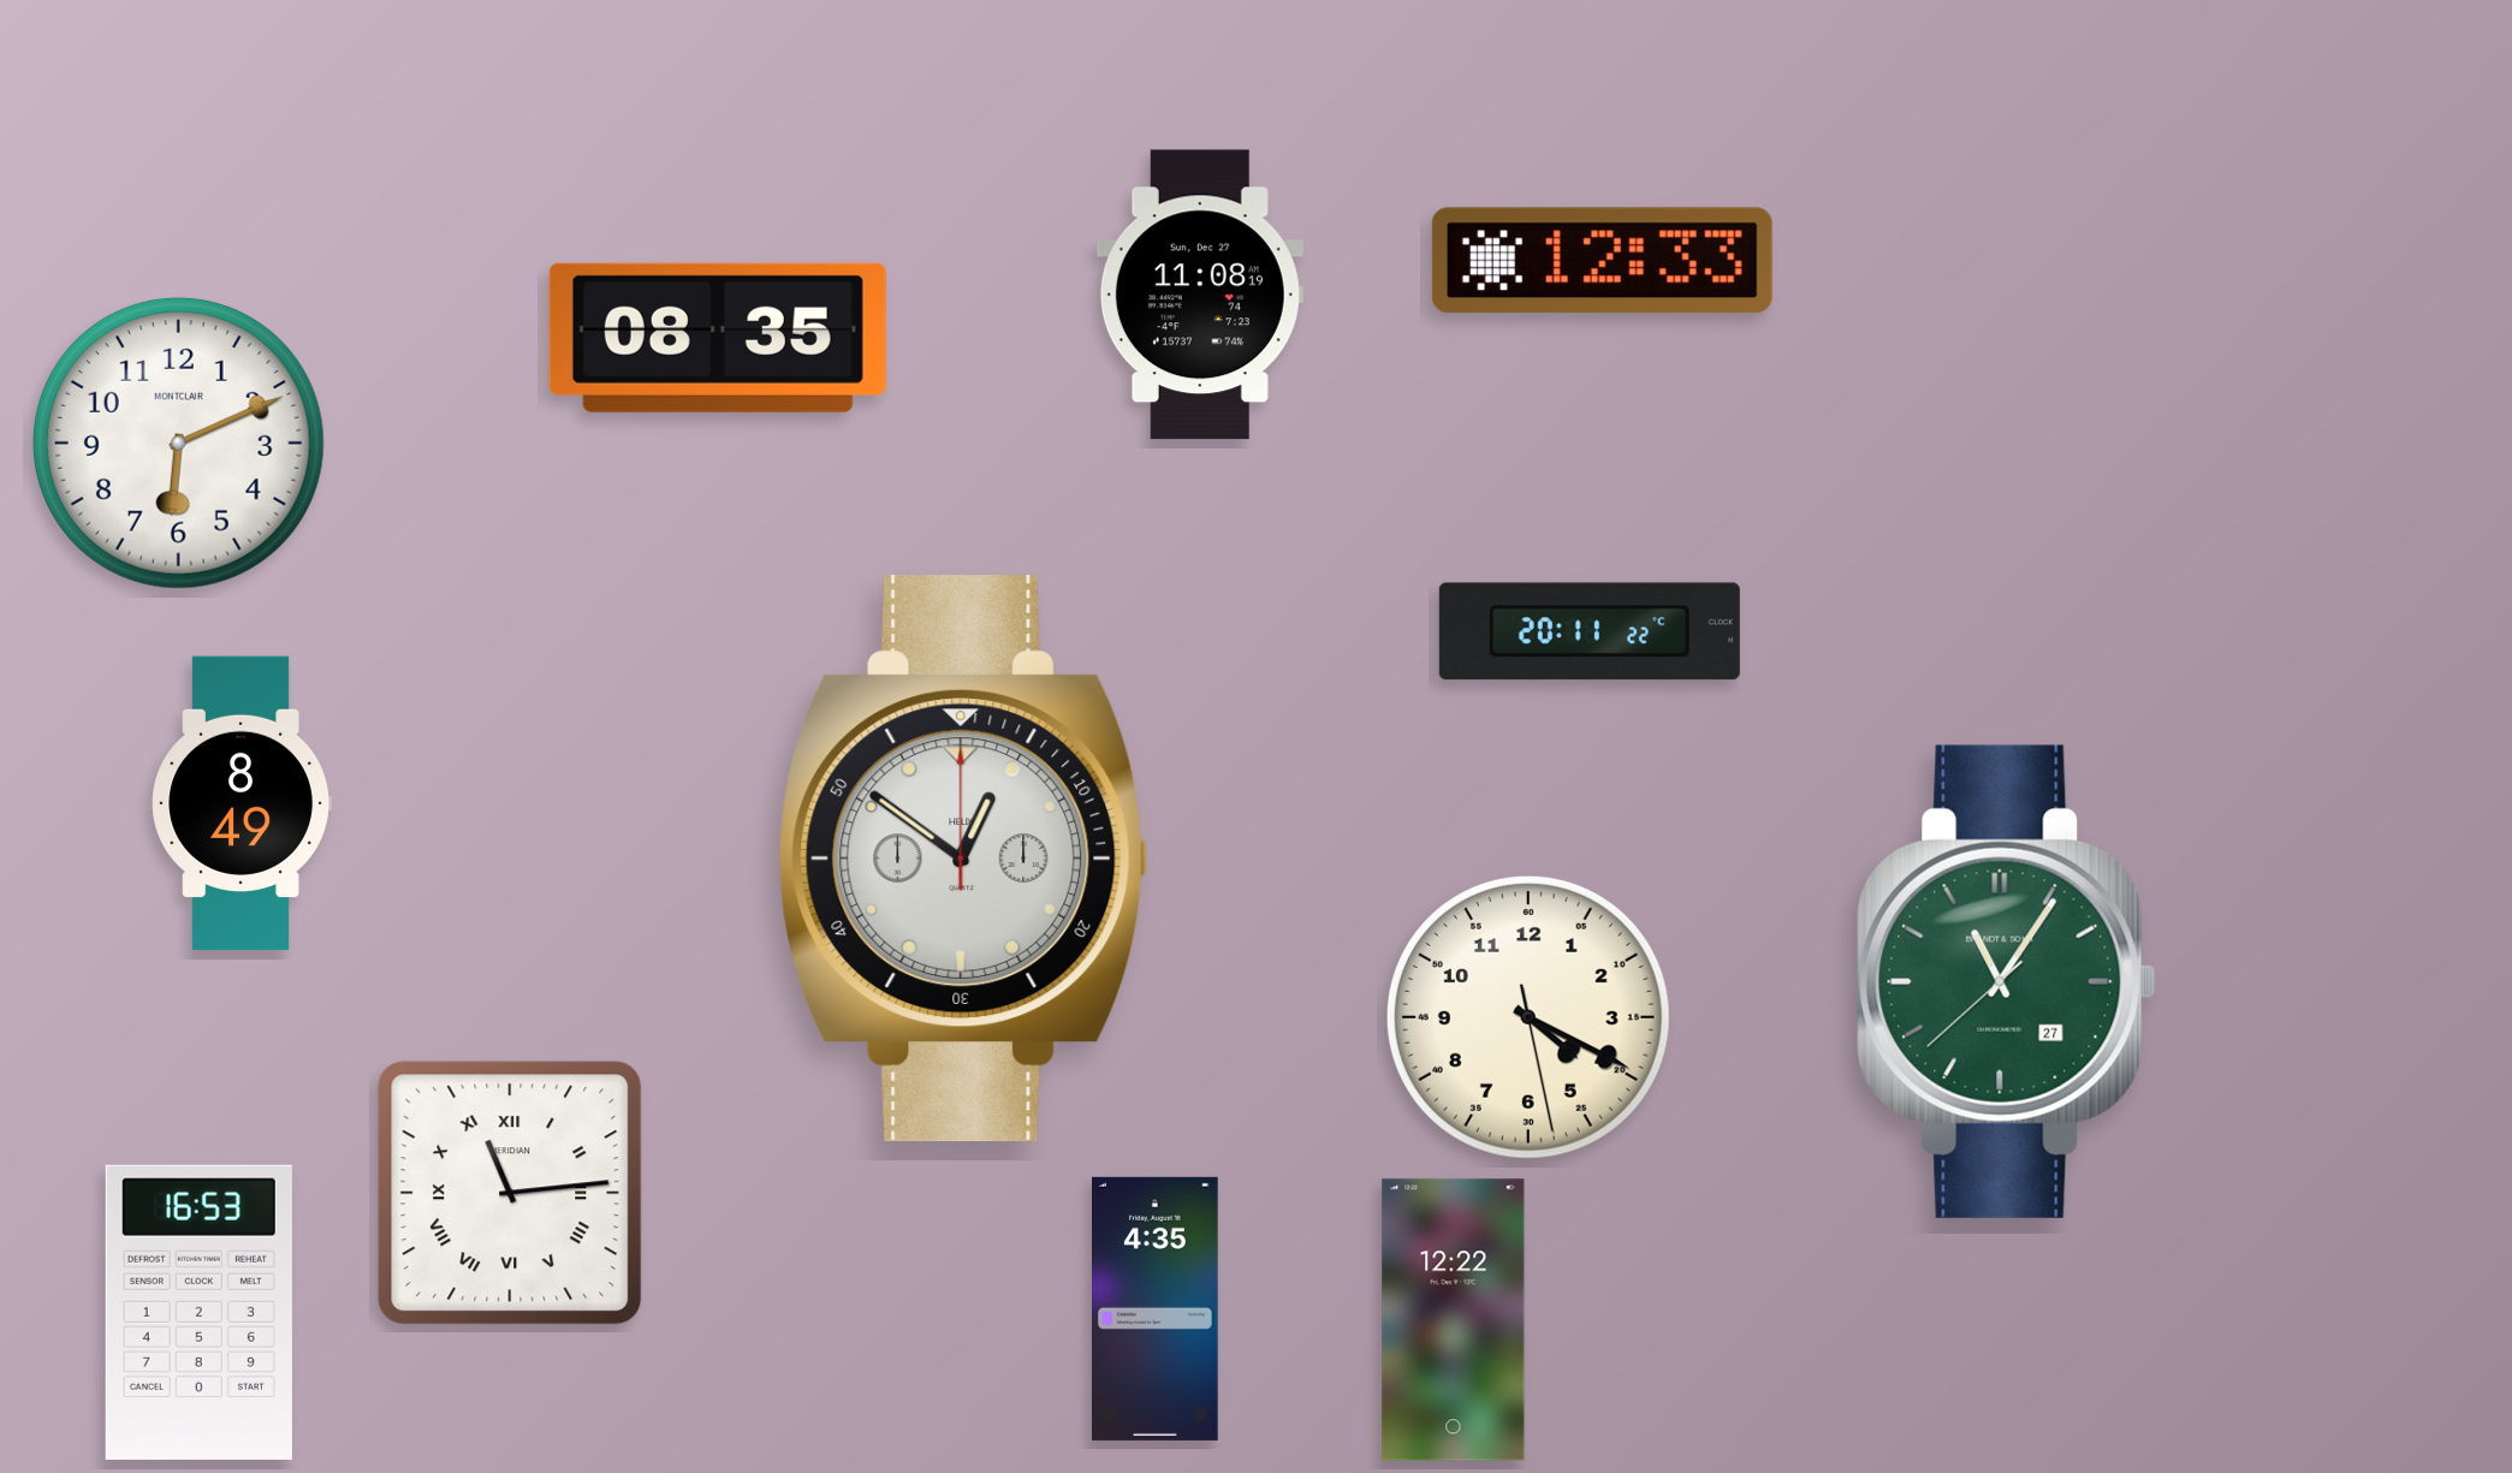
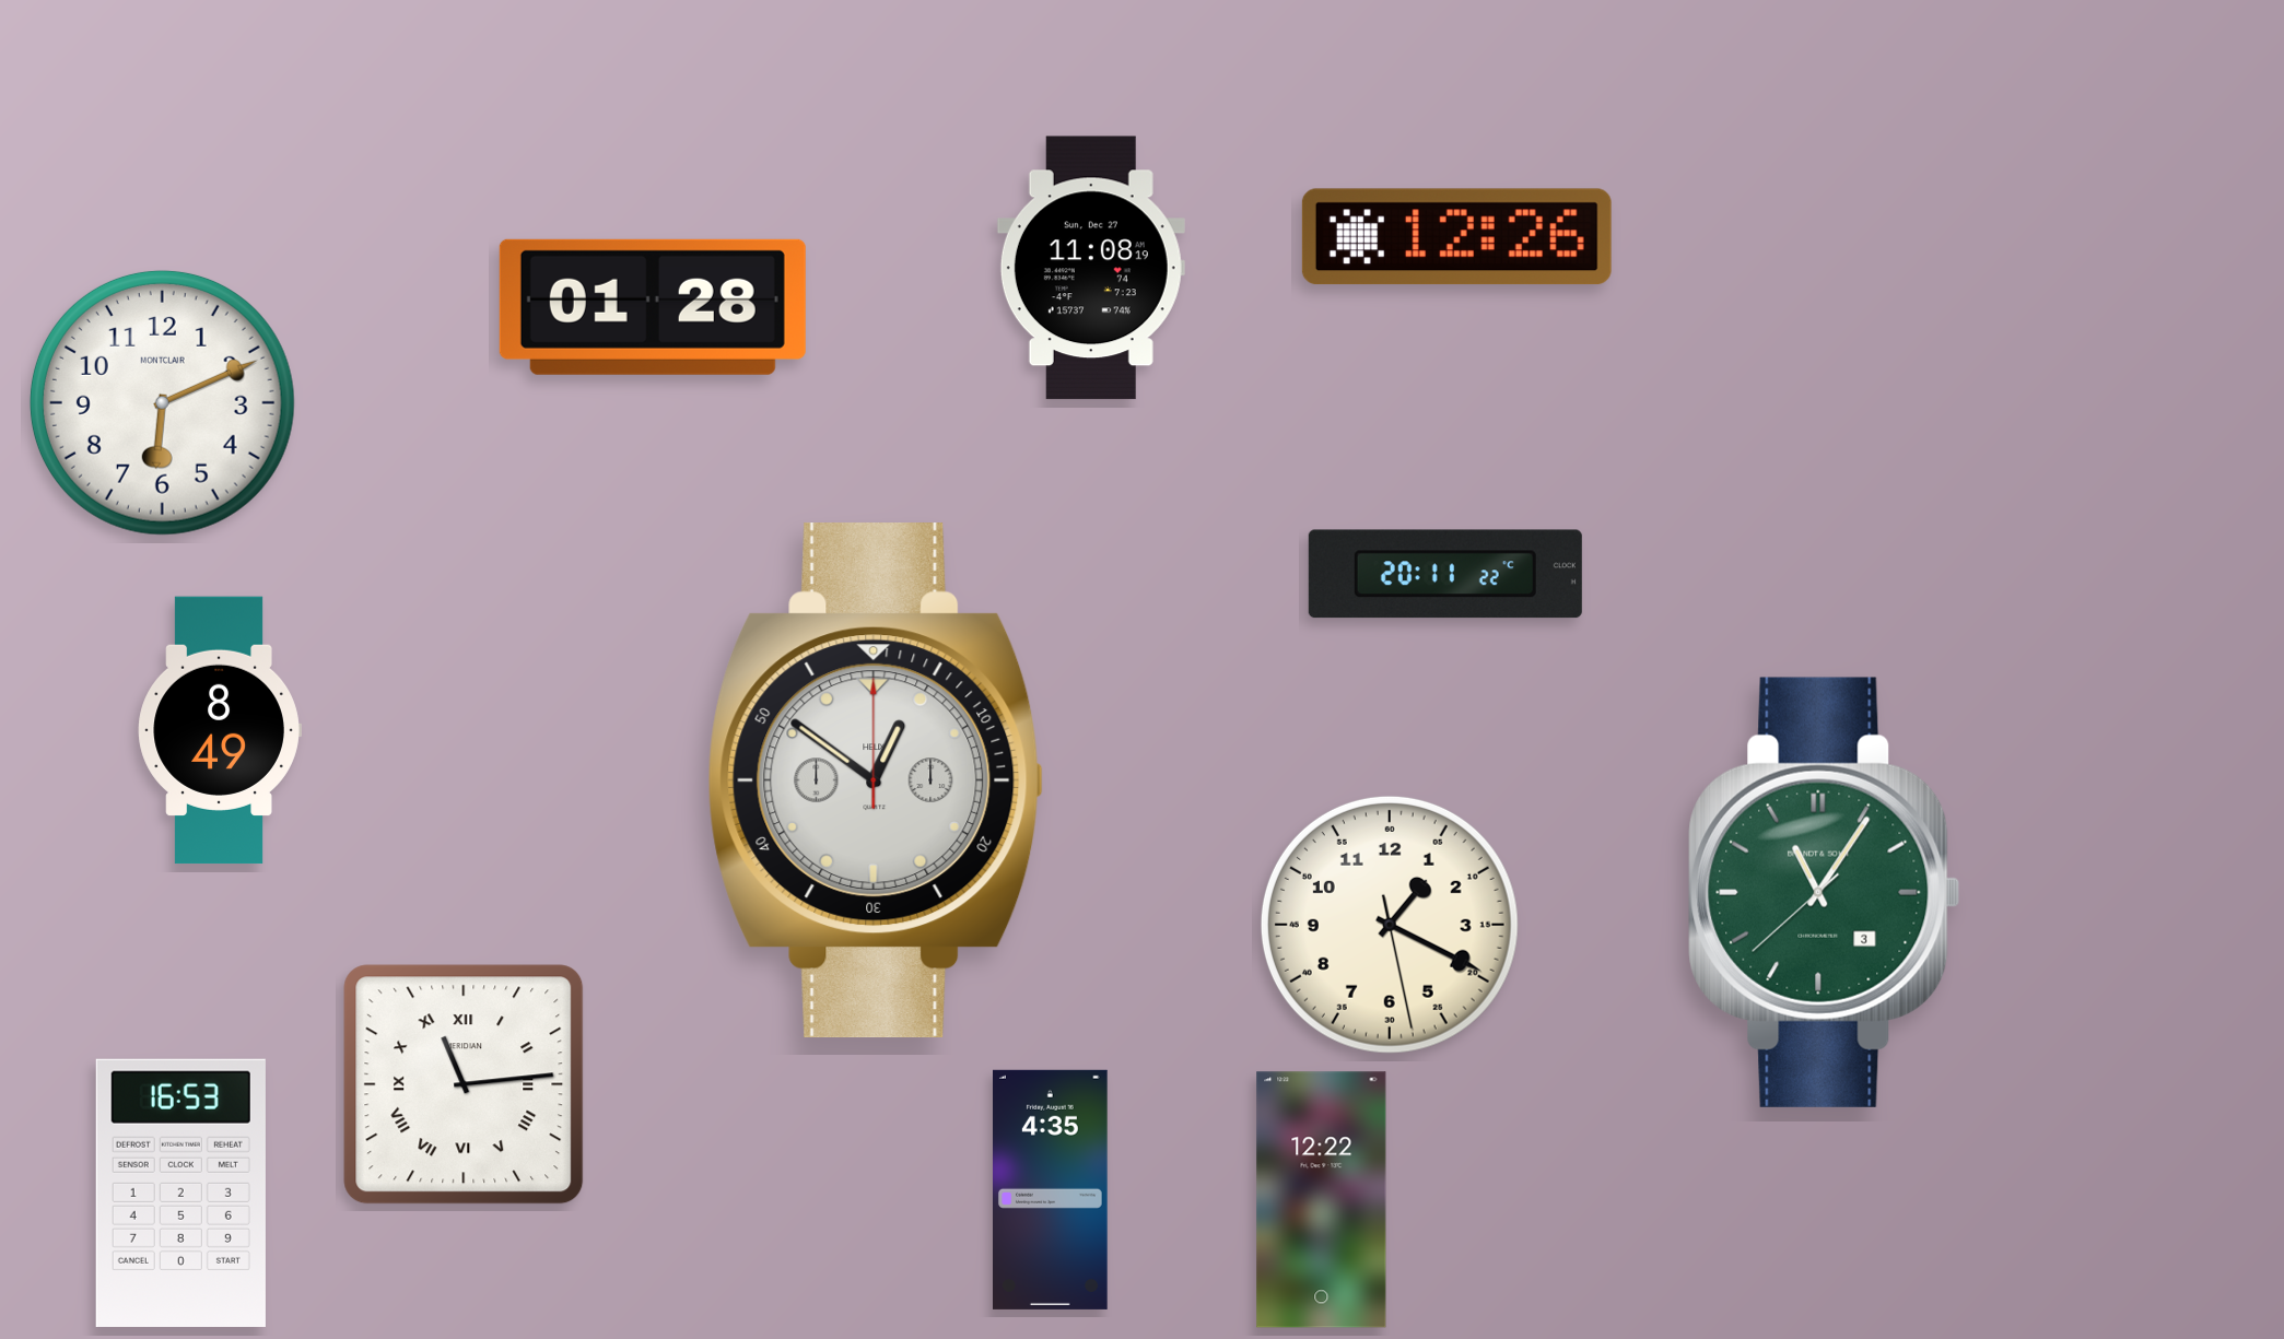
clock at (1602, 261): 12:33 -> 12:26
clock at (718, 338): 08:35 -> 01:28
clock at (2007, 981) date: 27 -> 3
clock at (1528, 1017): 4:19 -> 1:19
